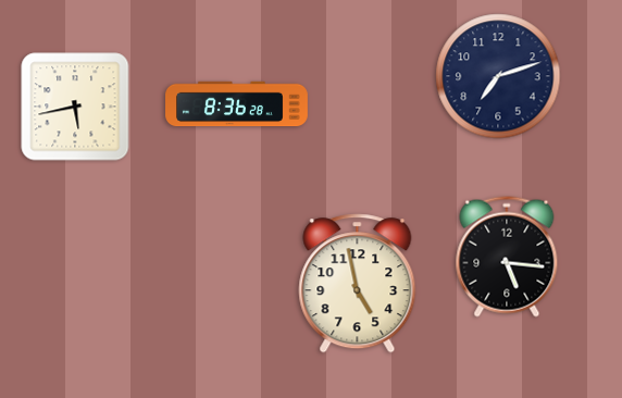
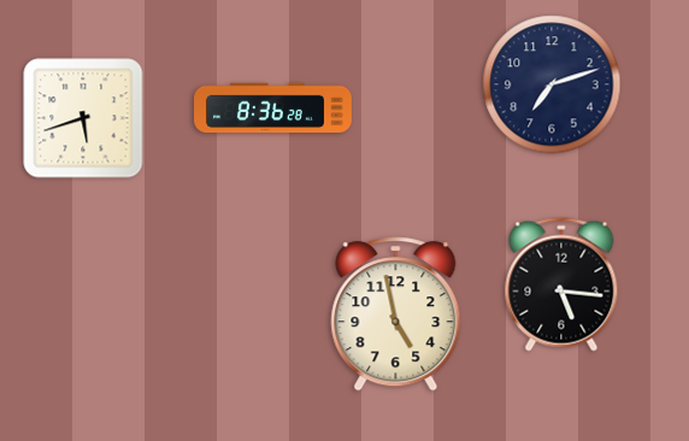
clock at (237, 104) position: (237, 104) -> (273, 108)
clock at (75, 107): 5:43 -> 5:42
